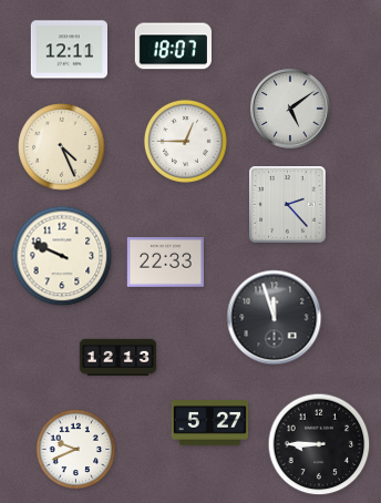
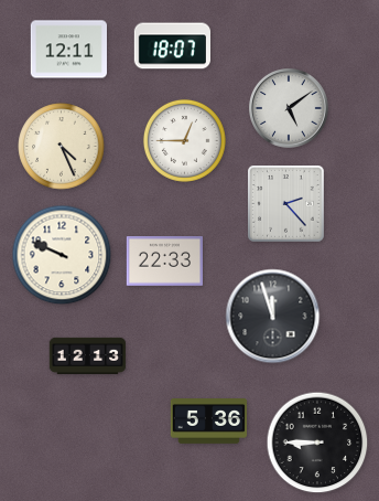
clock at (119, 357) position: (119, 357) -> (88, 355)
clock at (210, 423): 5:27 -> 5:36
clock at (76, 450): 9:41 -> none
